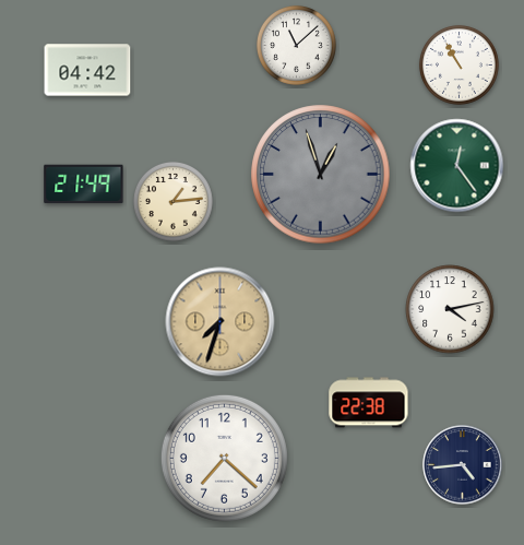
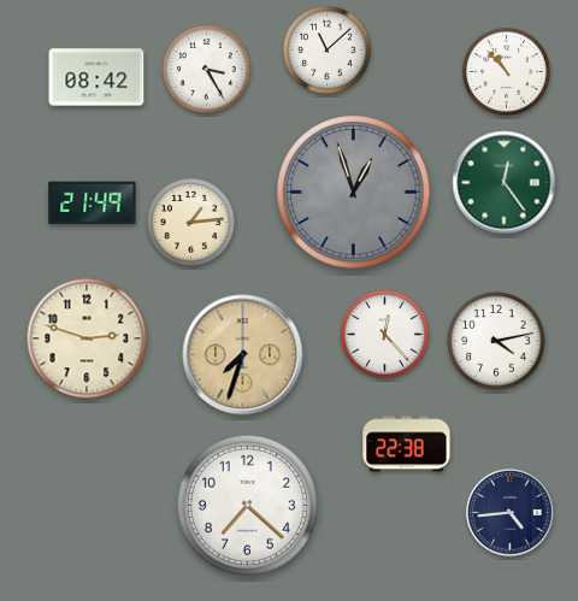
clock at (206, 69): none -> 3:25
clock at (458, 64): 10:55 -> 10:53
clock at (87, 70): 04:42 -> 08:42
clock at (384, 334): none -> 12:23
clock at (87, 338): none -> 2:48
